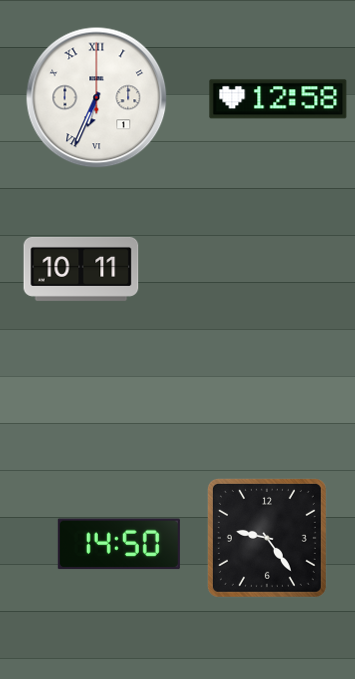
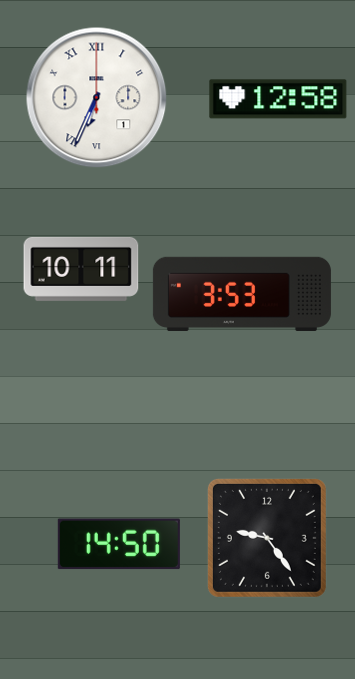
clock at (242, 294): none -> 3:53
